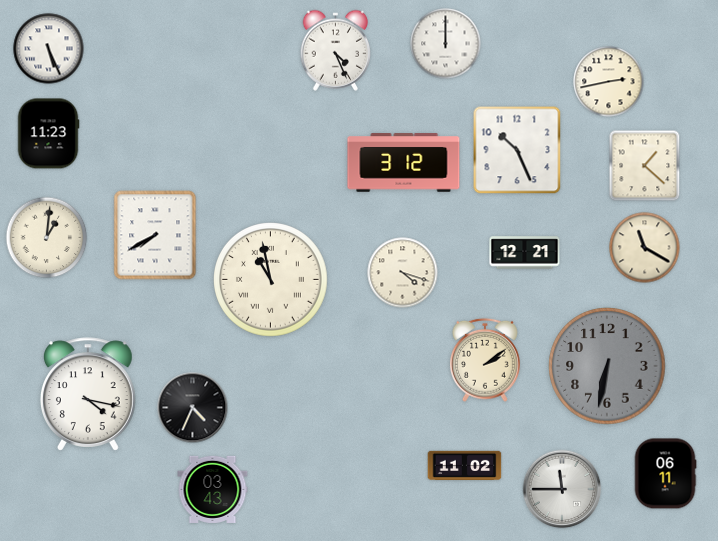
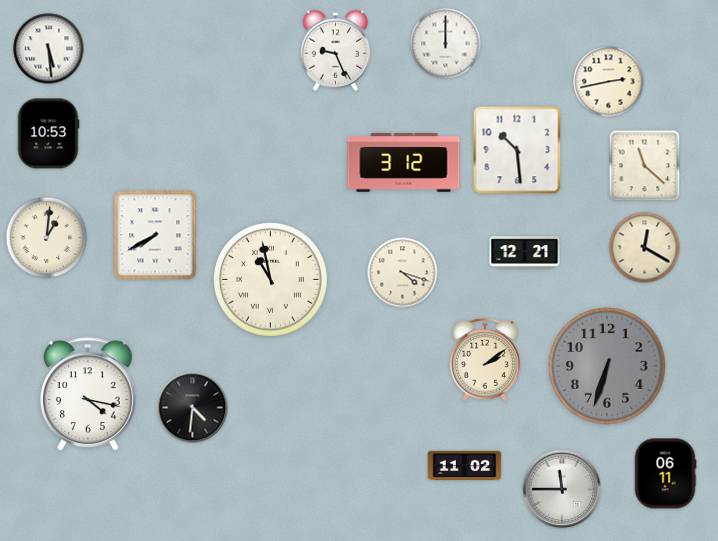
clock at (49, 49): 5:26 -> 5:29
clock at (335, 50): 4:26 -> 9:26
clock at (48, 134): 11:23 -> 10:53
clock at (517, 150): 10:26 -> 10:29
clock at (645, 166): 1:22 -> 11:22
clock at (645, 248): 11:20 -> 12:20
clock at (607, 366): 6:32 -> 6:33
clock at (193, 408): 4:34 -> 4:31
clock at (213, 489): 03:43 -> none
